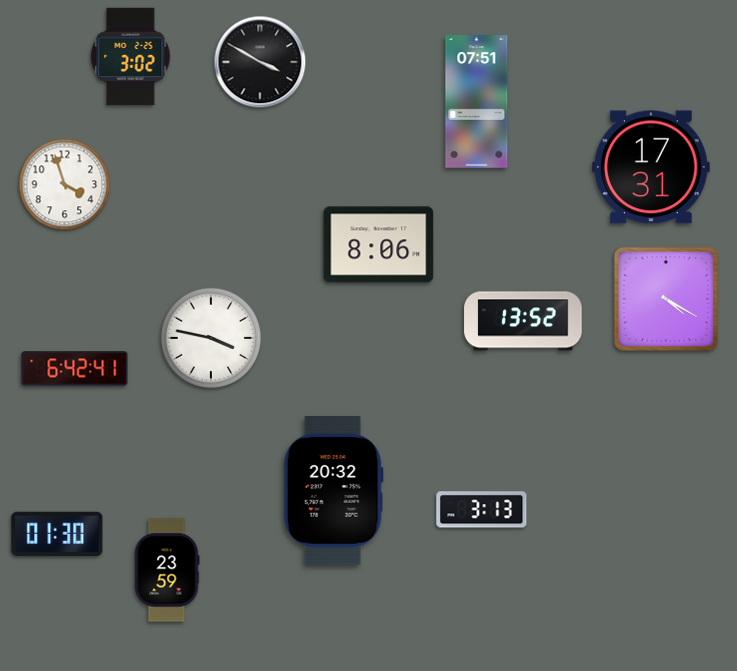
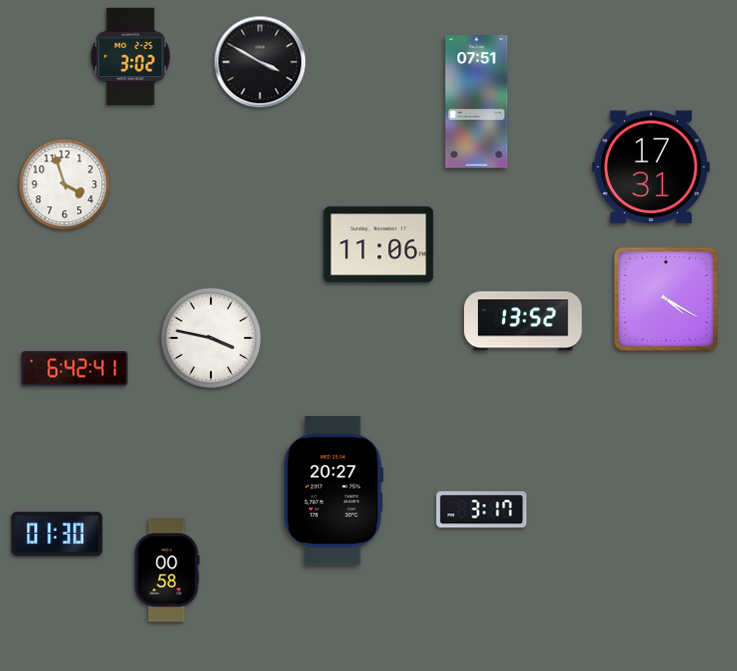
clock at (379, 245): 8:06 -> 11:06
clock at (333, 491): 20:32 -> 20:27
clock at (482, 510): 3:13 -> 3:17
clock at (167, 570): 23:59 -> 00:58
